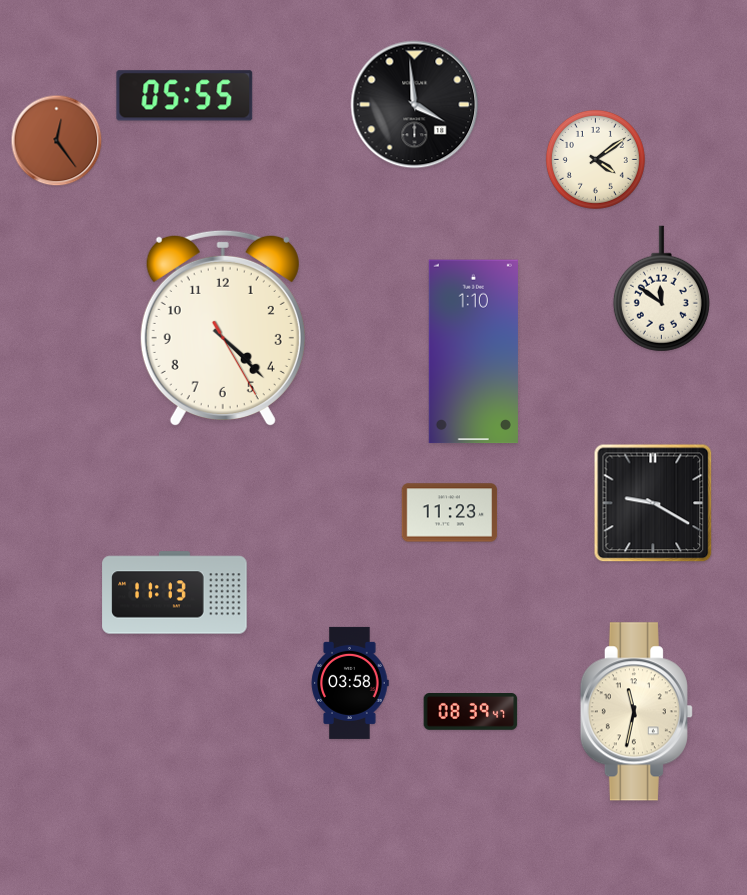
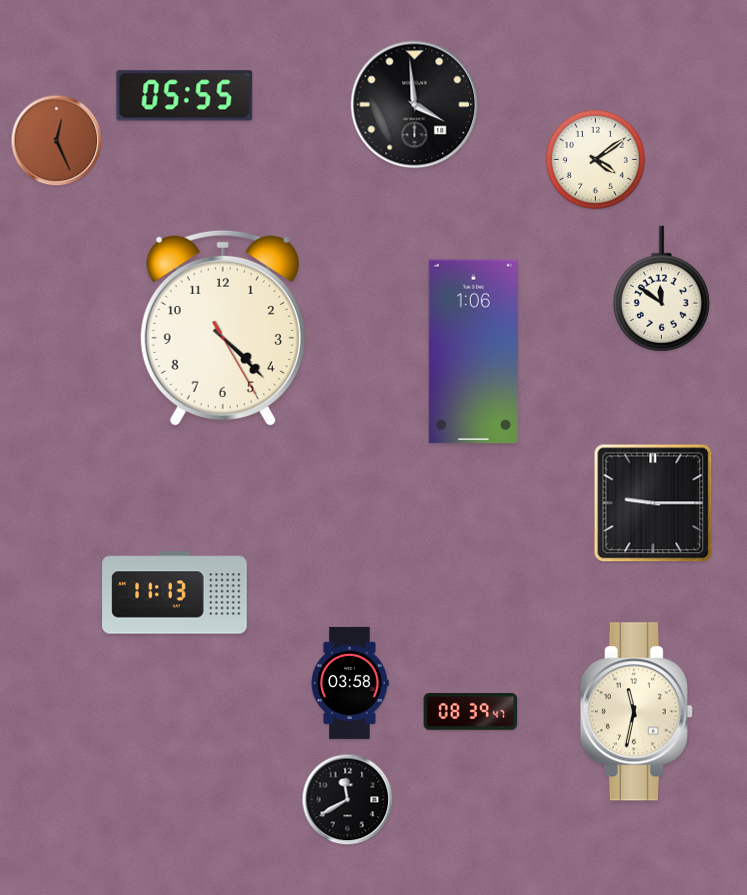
clock at (57, 141): 12:24 -> 12:26
clock at (473, 352): 1:10 -> 1:06
clock at (653, 503): 9:20 -> 9:15
clock at (450, 513): 11:23 -> none
clock at (348, 800): none -> 11:40
